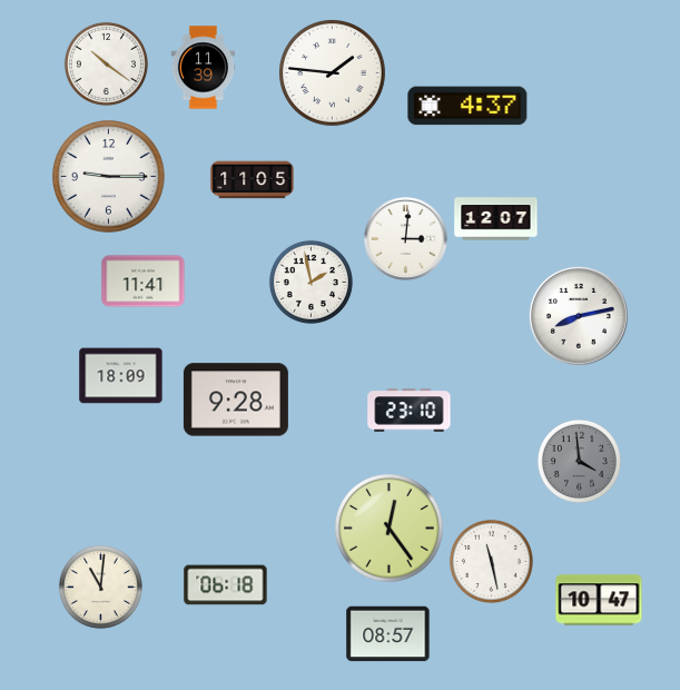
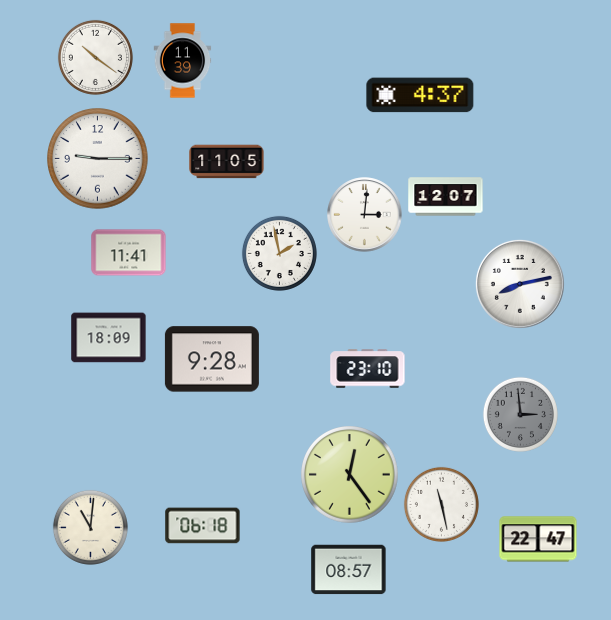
clock at (333, 73): 1:46 -> none
clock at (579, 461): 3:59 -> 2:59
clock at (599, 600): 10:47 -> 22:47
